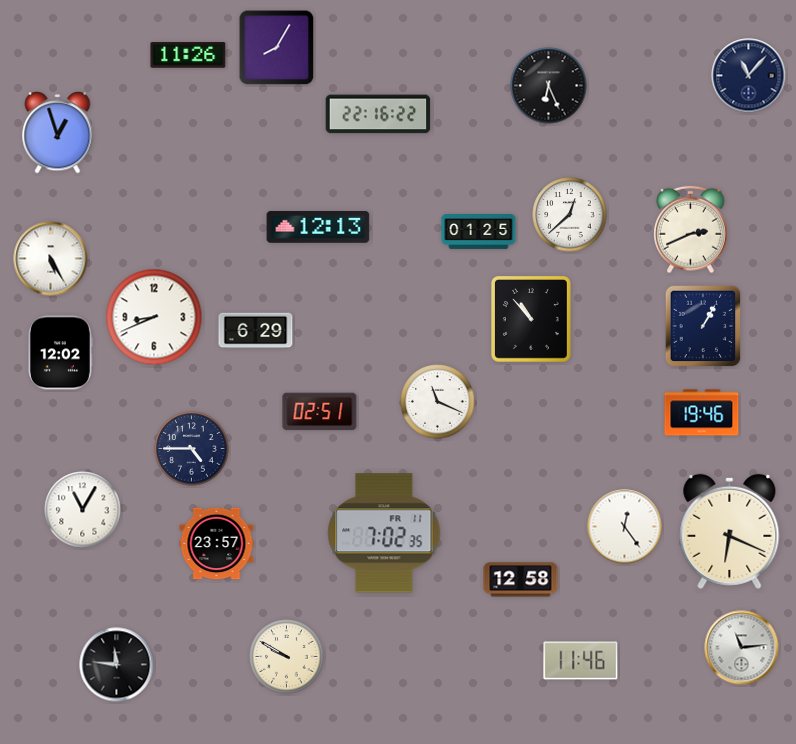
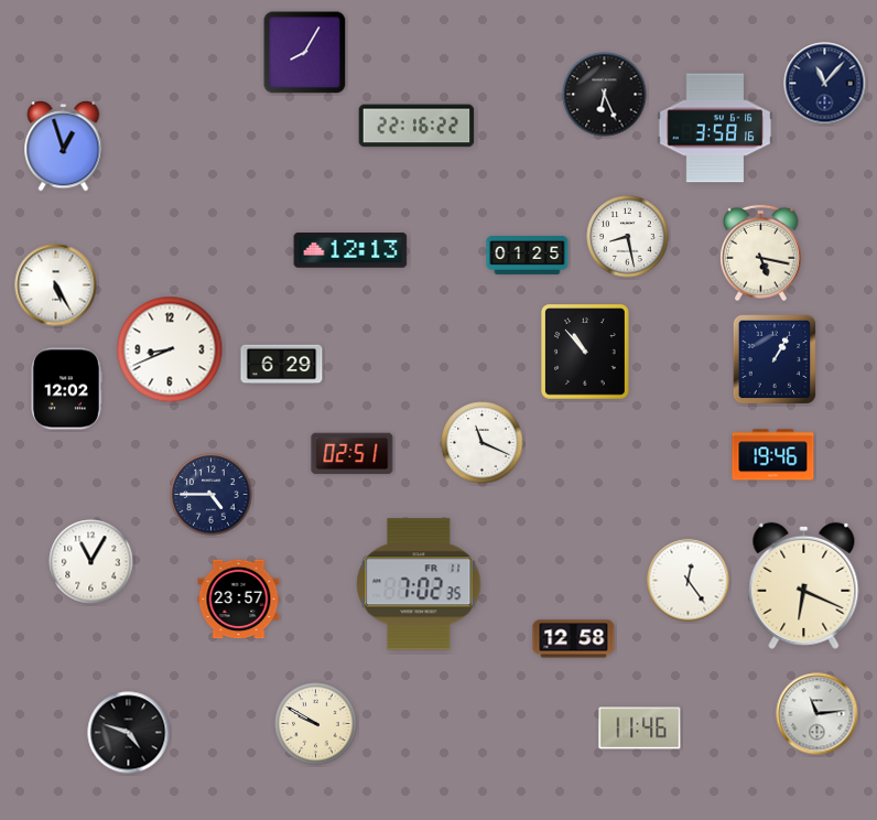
clock at (188, 55): 11:26 -> none
clock at (715, 128): none -> 3:58
clock at (570, 215): 12:38 -> 8:28
clock at (691, 230): 2:41 -> 5:17
clock at (384, 533) position: (384, 533) -> (419, 584)
clock at (117, 665): 11:46 -> 4:48
